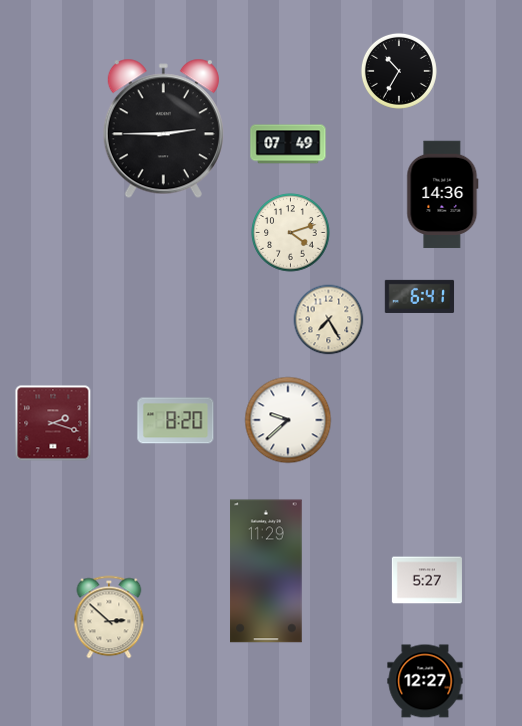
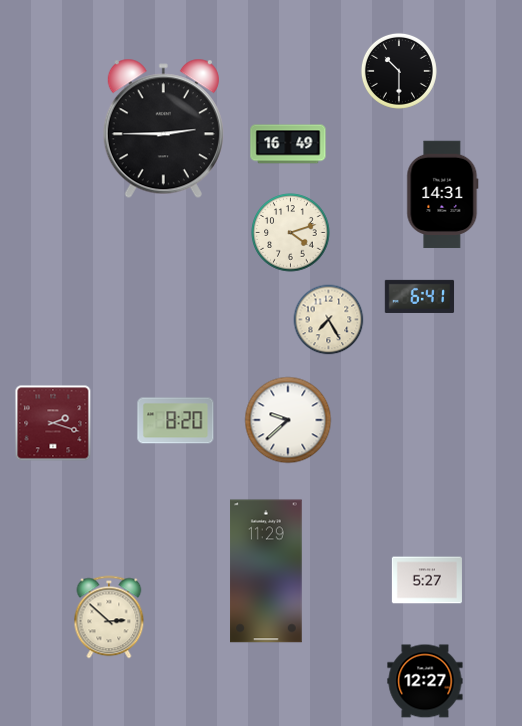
clock at (399, 71): 10:35 -> 10:30
clock at (288, 144): 07:49 -> 16:49
clock at (443, 195): 14:36 -> 14:31
